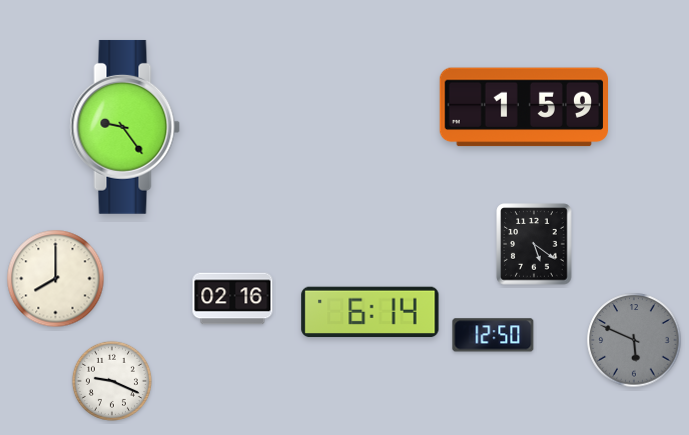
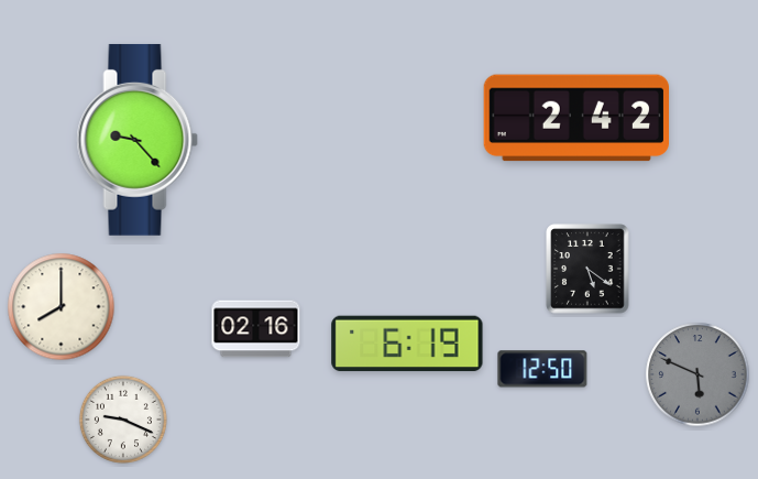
clock at (523, 107): 1:59 -> 2:42
clock at (125, 127): 9:24 -> 9:23
clock at (370, 312): 6:14 -> 6:19
